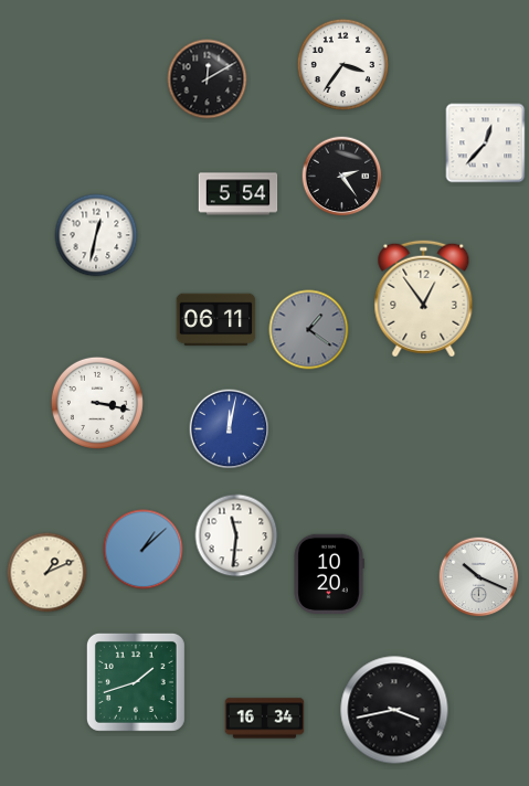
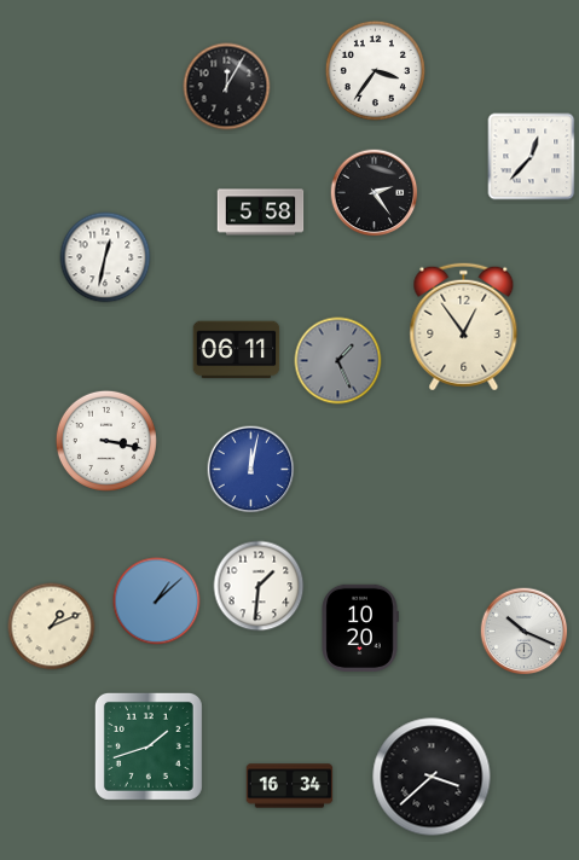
clock at (208, 79): 12:10 -> 12:05
clock at (239, 194): 5:54 -> 5:58
clock at (309, 330): 1:21 -> 1:26
clock at (236, 535): 11:31 -> 1:31
clock at (394, 710): 3:43 -> 3:38
